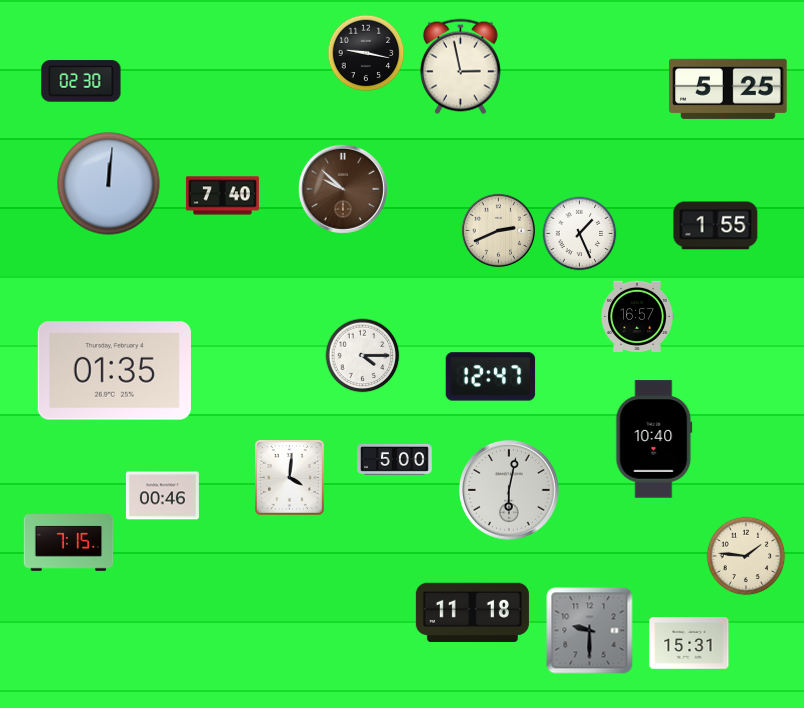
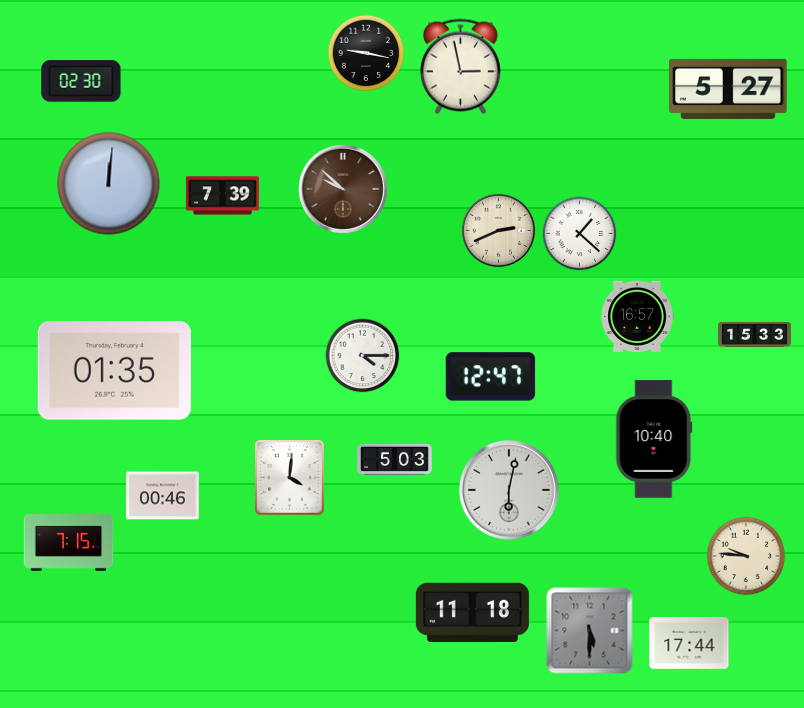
clock at (728, 89): 5:25 -> 5:27
clock at (222, 196): 7:40 -> 7:39
clock at (716, 226): 1:55 -> none
clock at (580, 234): 1:26 -> 1:22
clock at (754, 334): none -> 15:33
clock at (395, 459): 5:00 -> 5:03
clock at (746, 556): 1:46 -> 9:46
clock at (590, 631): 9:30 -> 5:30
clock at (689, 644): 15:31 -> 17:44
